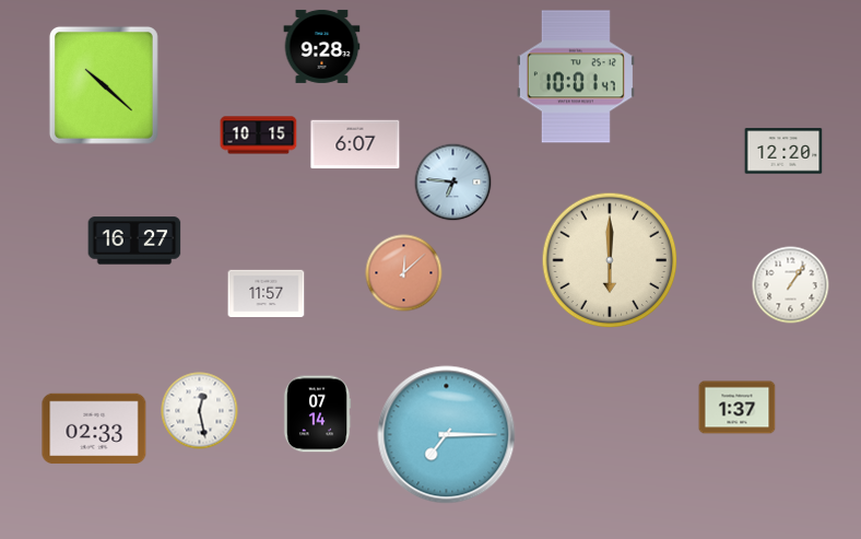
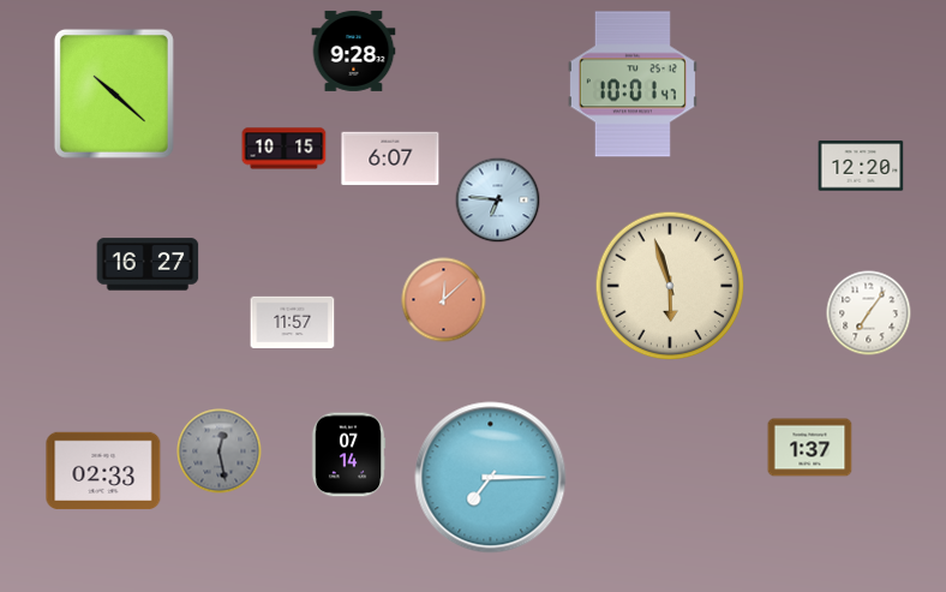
clock at (610, 260): 6:00 -> 5:57
clock at (791, 285): 1:06 -> 7:06
clock at (200, 411) dial: white -> grey
